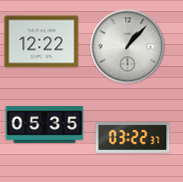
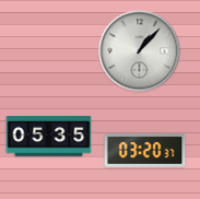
clock at (42, 42): 12:22 -> none
clock at (133, 138): 03:22 -> 03:20
